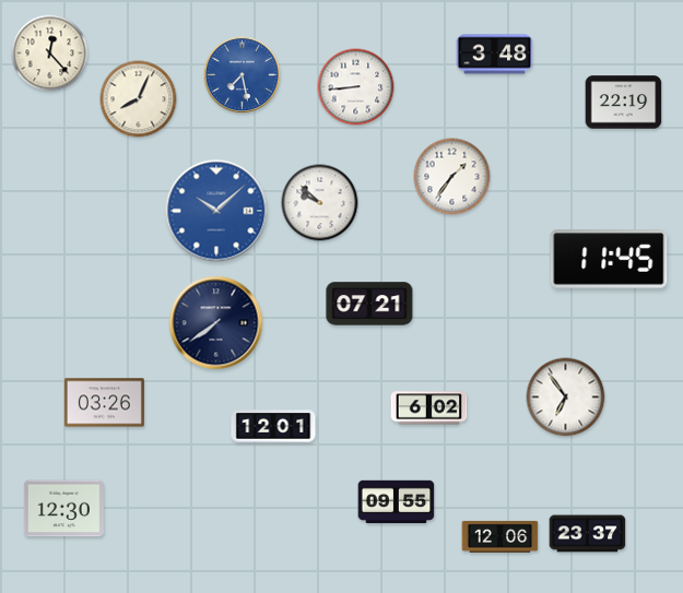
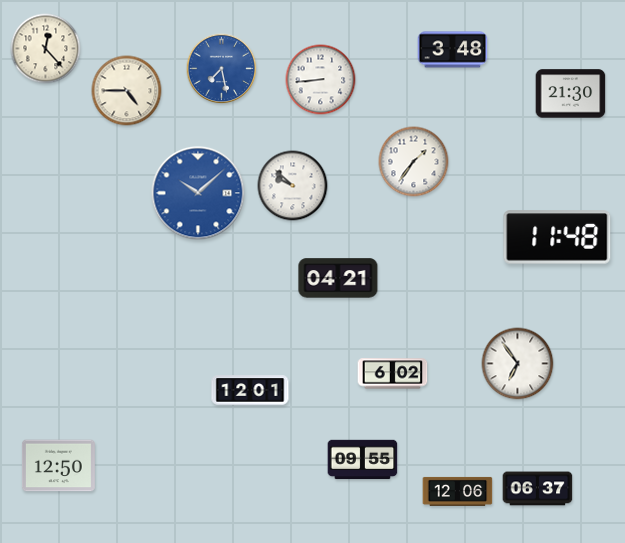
clock at (356, 87) position: (356, 87) -> (321, 80)
clock at (139, 99): 8:04 -> 4:45
clock at (624, 103): 22:19 -> 21:30
clock at (609, 259): 11:45 -> 11:48
clock at (369, 304): 07:21 -> 04:21
clock at (216, 323): 7:39 -> none
clock at (104, 403): 03:26 -> none
clock at (63, 509): 12:30 -> 12:50
clock at (588, 534): 23:37 -> 06:37
